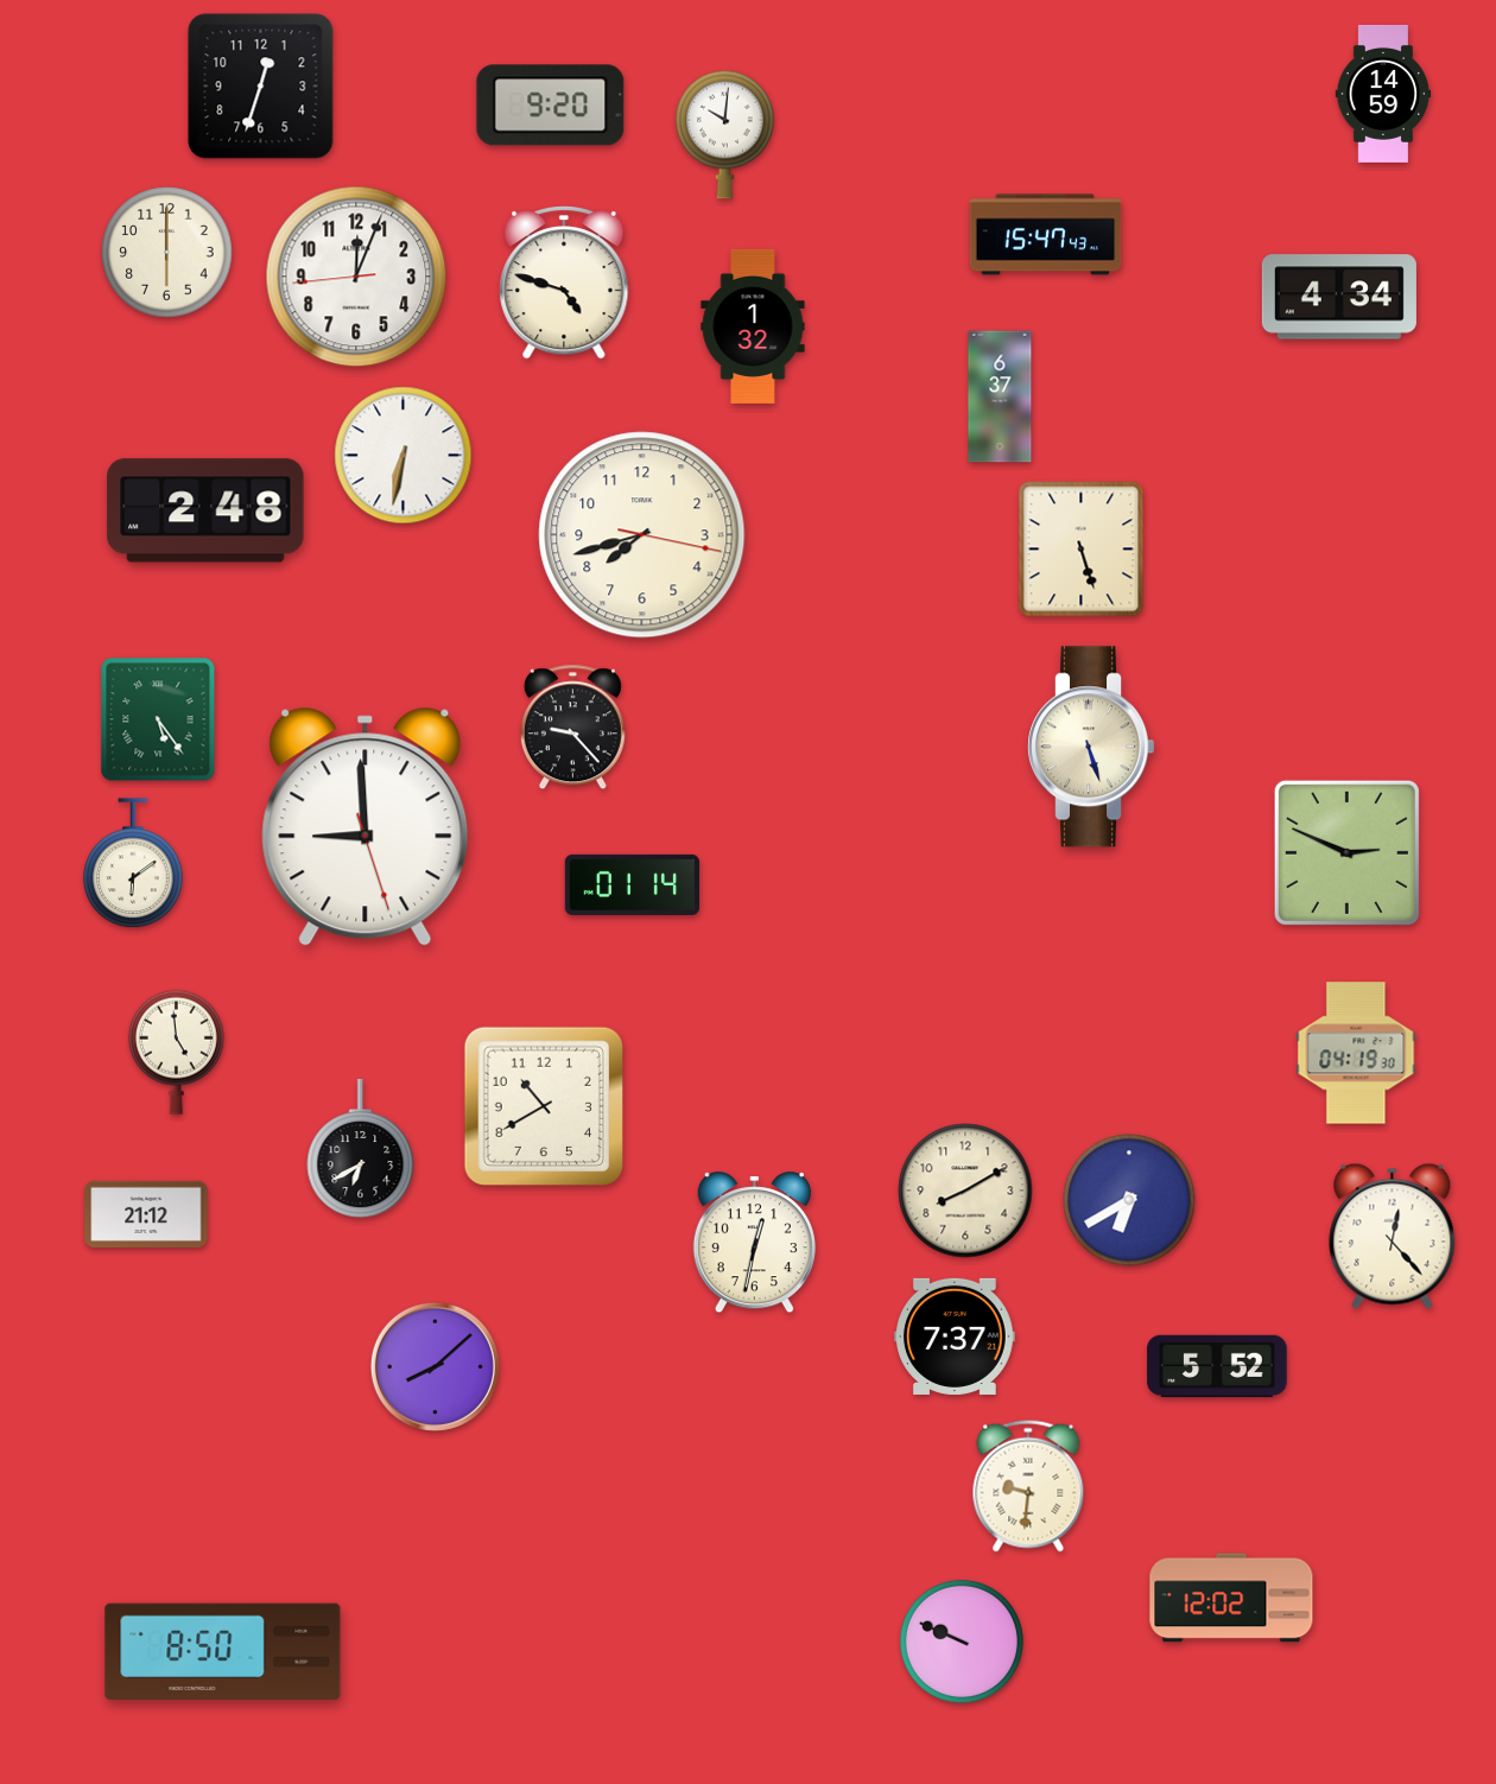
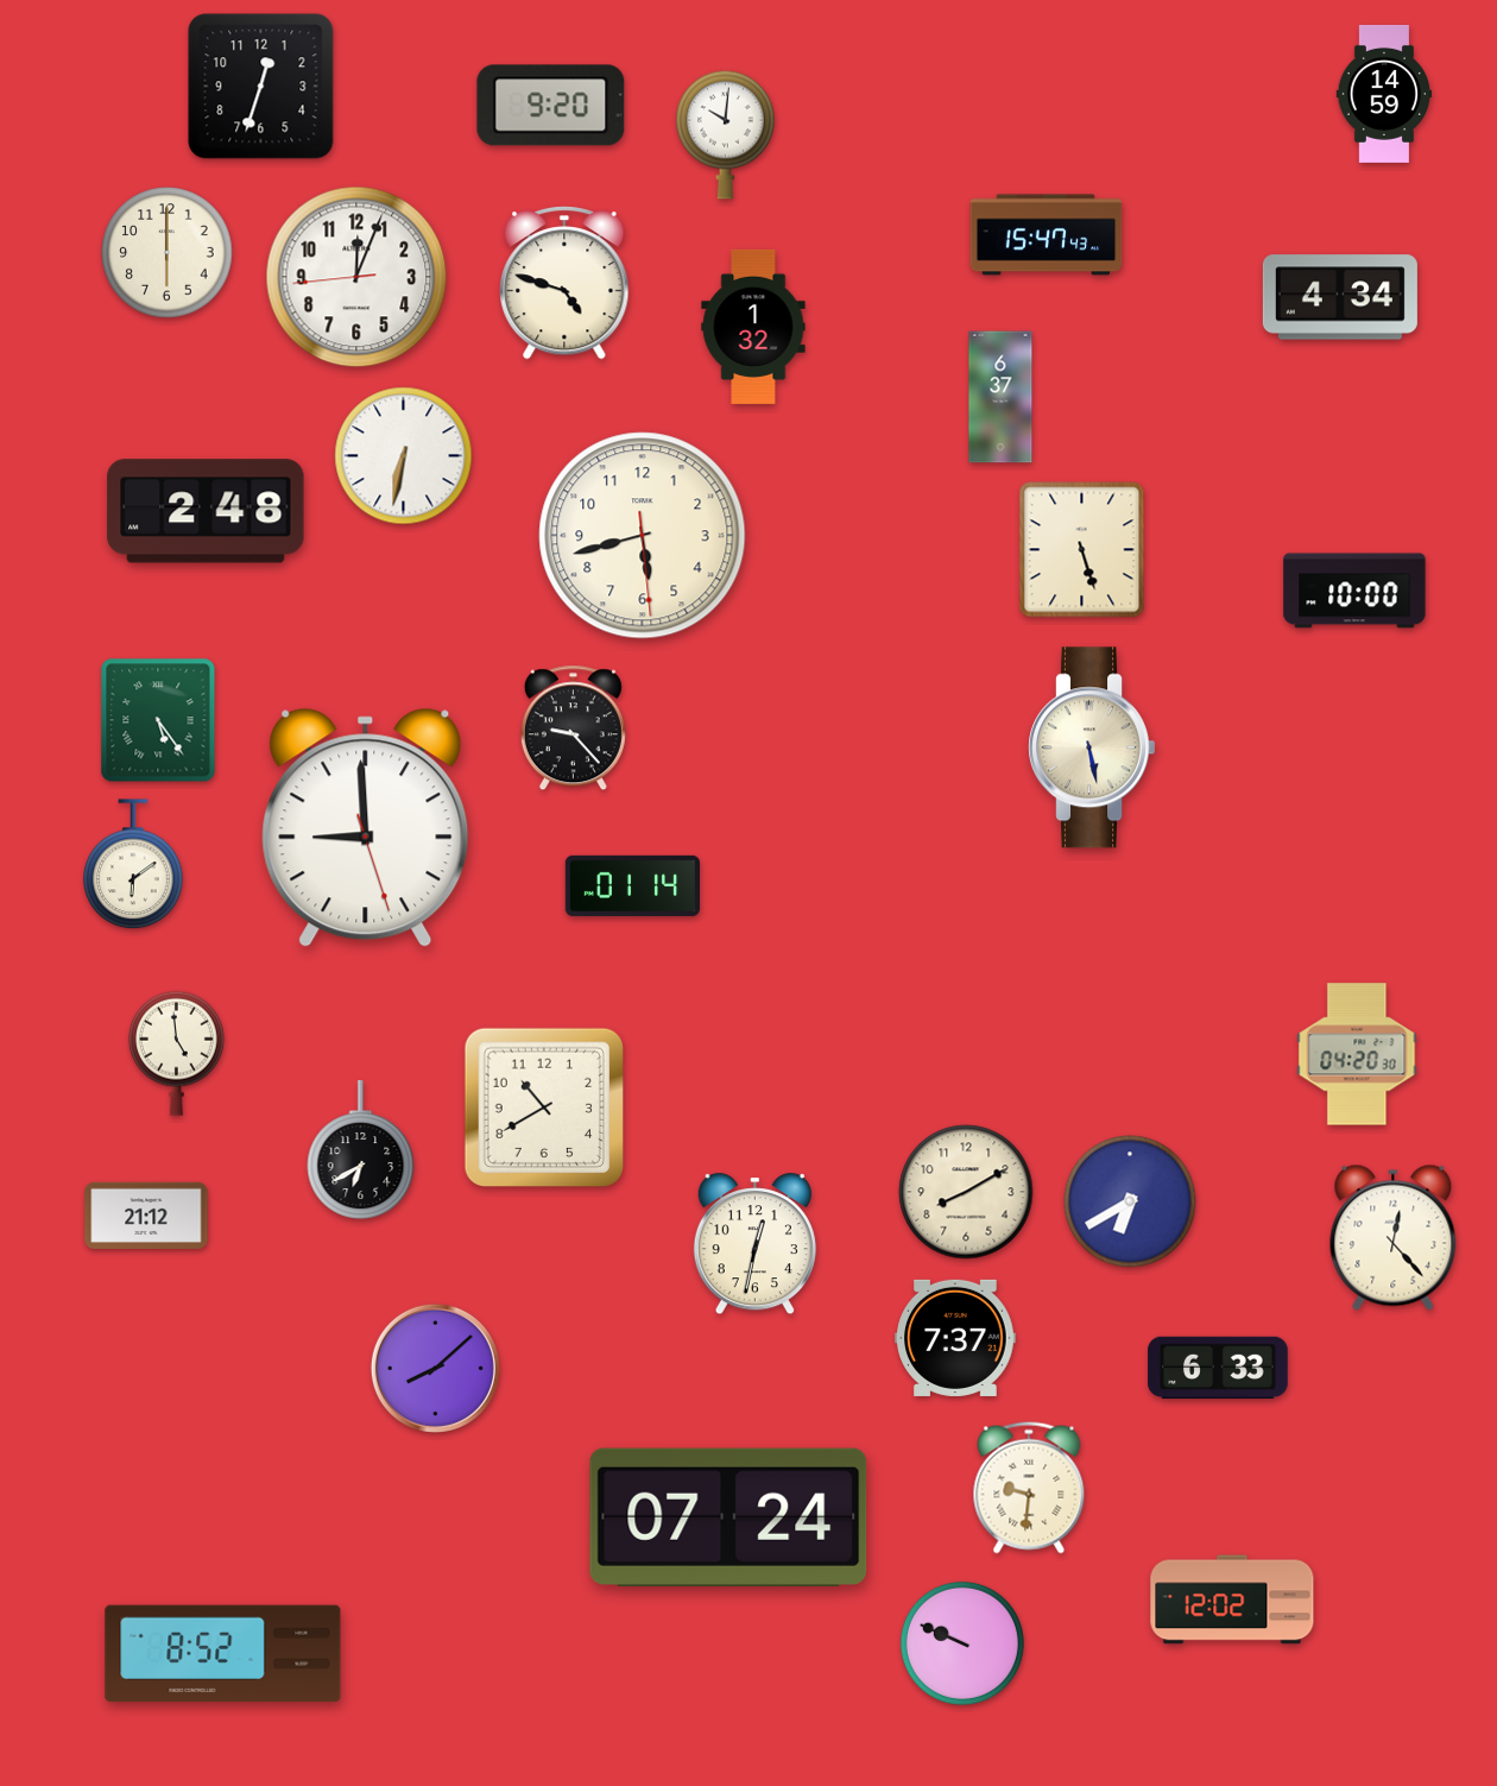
clock at (642, 535): 7:42 -> 5:42
clock at (1354, 591): none -> 10:00
clock at (1090, 747): 5:27 -> 5:28
clock at (1346, 852): 2:49 -> none
clock at (1356, 1053): 04:19 -> 04:20
clock at (1217, 1366): 5:52 -> 6:33
clock at (728, 1517): none -> 07:24
clock at (223, 1652): 8:50 -> 8:52
